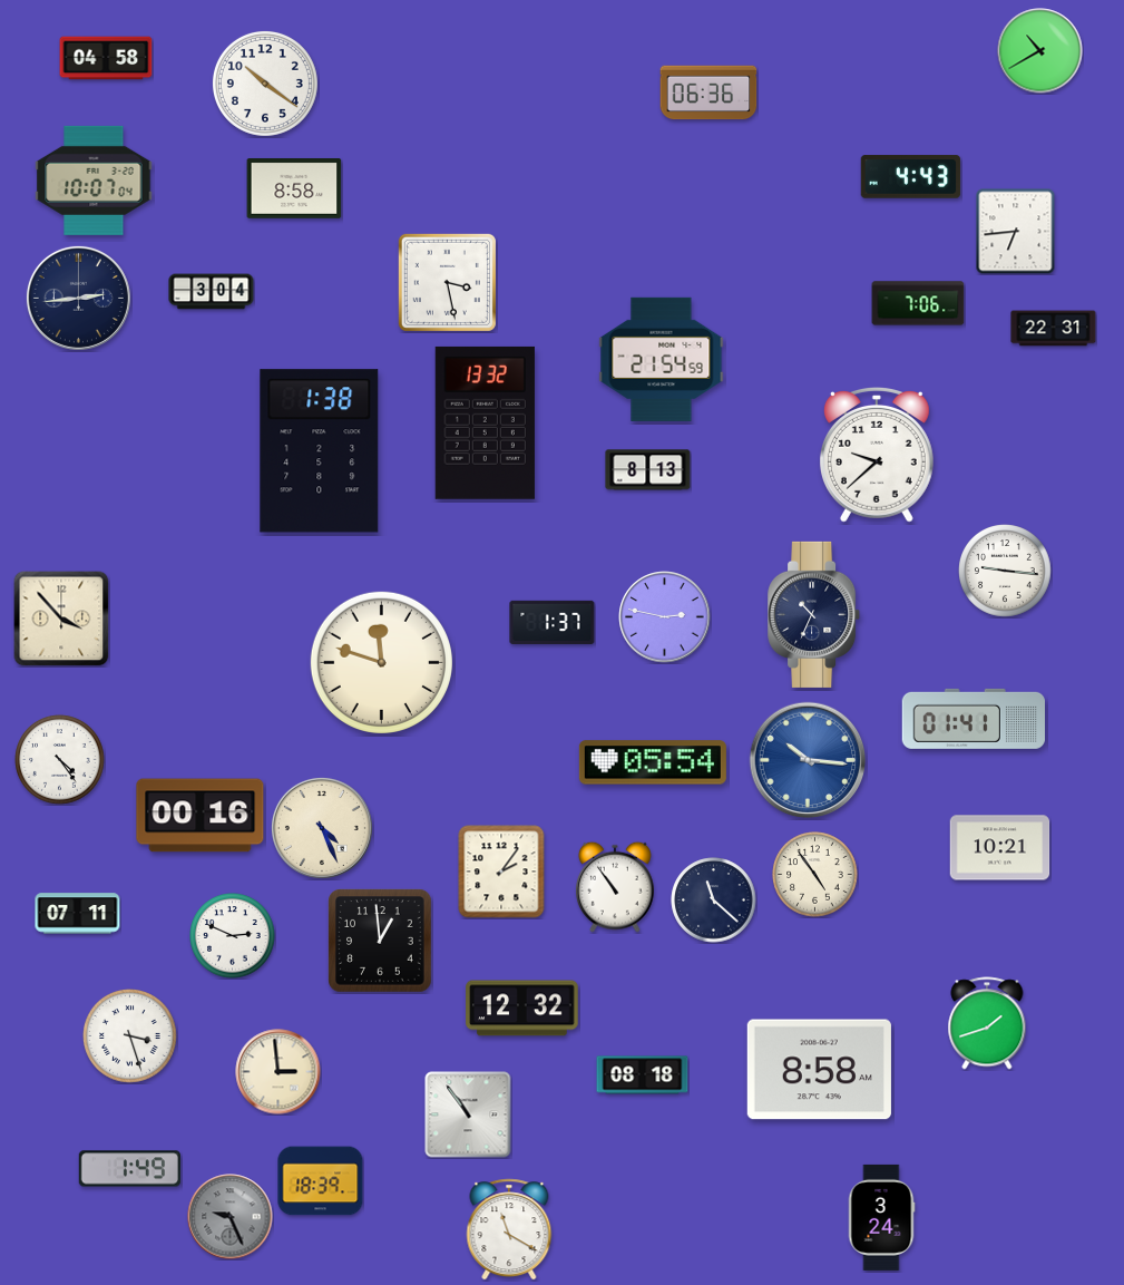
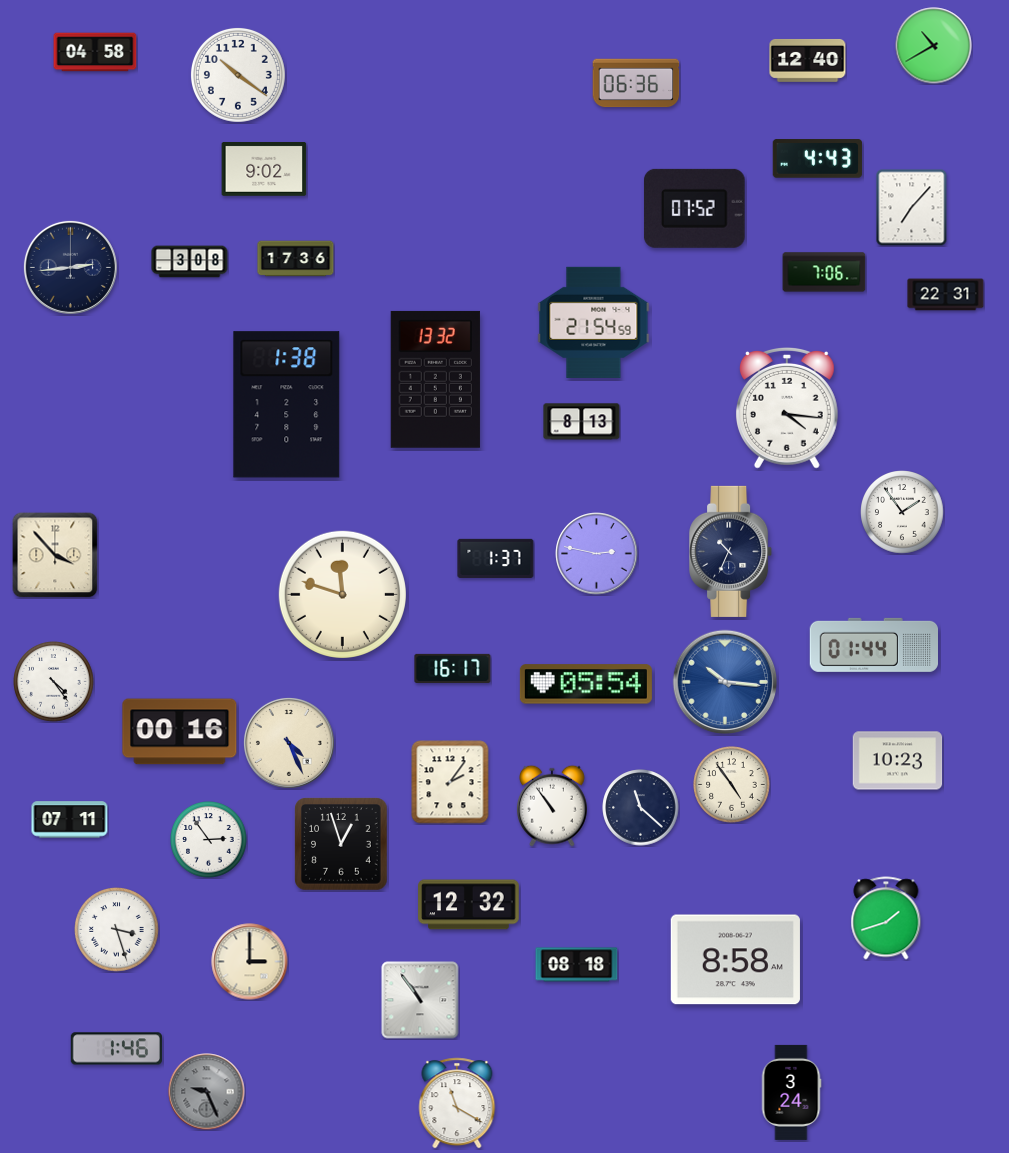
clock at (808, 60): none -> 12:40
clock at (94, 181): 10:07 -> none
clock at (294, 189): 8:58 -> 9:02
clock at (1016, 231): 6:44 -> 7:07
clock at (694, 208): none -> 07:52
clock at (447, 282): 3:28 -> none
clock at (296, 259): none -> 17:36
clock at (212, 292): 3:04 -> 3:08
clock at (877, 456): 9:38 -> 4:16
clock at (1005, 571): 9:16 -> 1:54
clock at (972, 719): 01:41 -> 01:44
clock at (453, 668): none -> 16:17
clock at (1000, 848): 10:21 -> 10:23
clock at (616, 887) position: (616, 887) -> (553, 806)
clock at (233, 936): 2:49 -> 2:54
clock at (380, 941): 12:59 -> 12:57
clock at (278, 1072): 2:59 -> 3:00
clock at (129, 1169): 1:49 -> 1:46
clock at (321, 1181): 18:39 -> none
